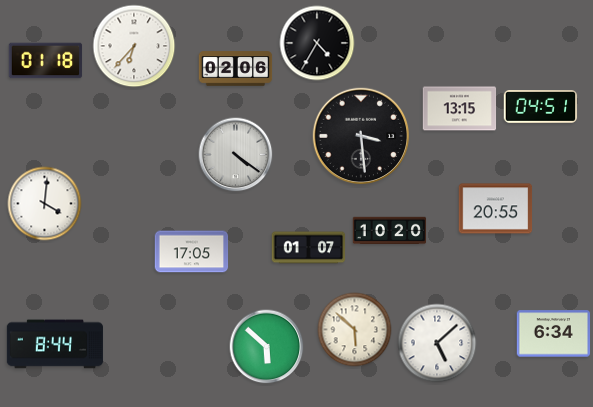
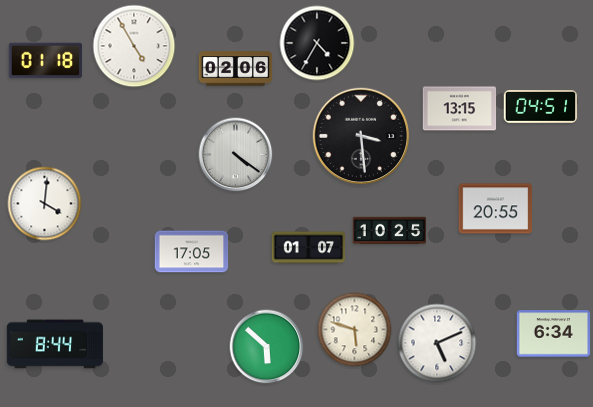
clock at (134, 46): 6:37 -> 4:55
clock at (390, 231): 10:20 -> 10:25
clock at (355, 330): 5:52 -> 5:48
clock at (437, 343): 5:08 -> 5:11
